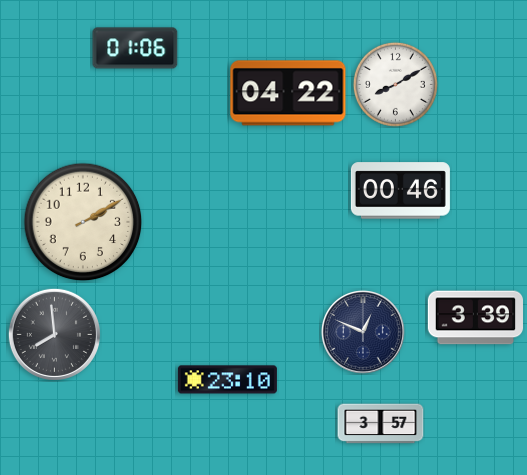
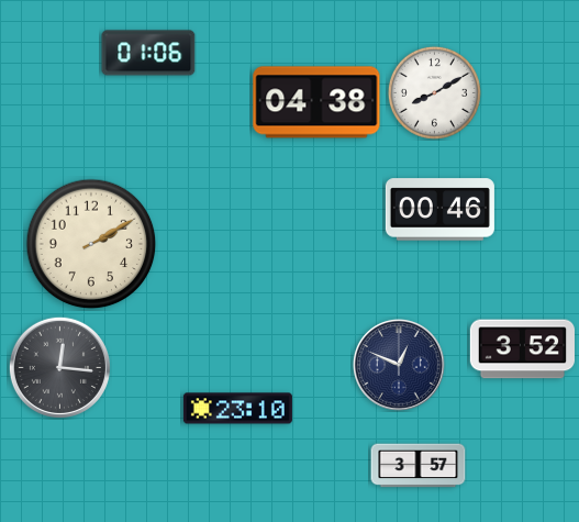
clock at (288, 93): 04:22 -> 04:38
clock at (475, 318): 3:39 -> 3:52
clock at (54, 334): 7:59 -> 12:16
clock at (227, 380) position: (227, 380) -> (237, 409)
